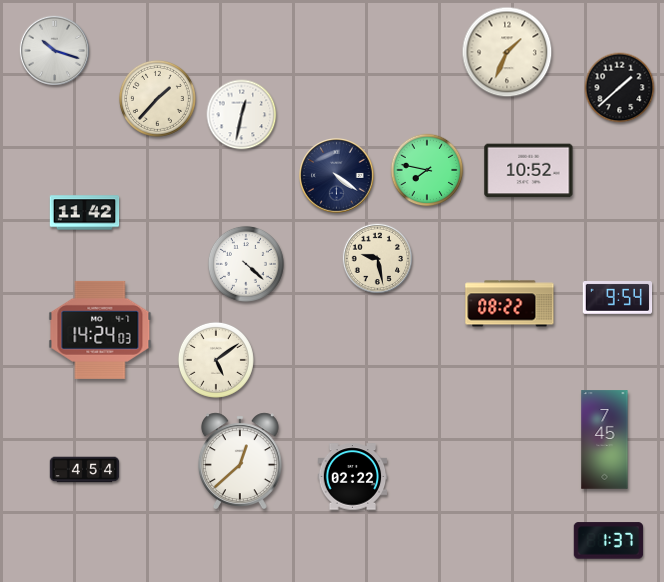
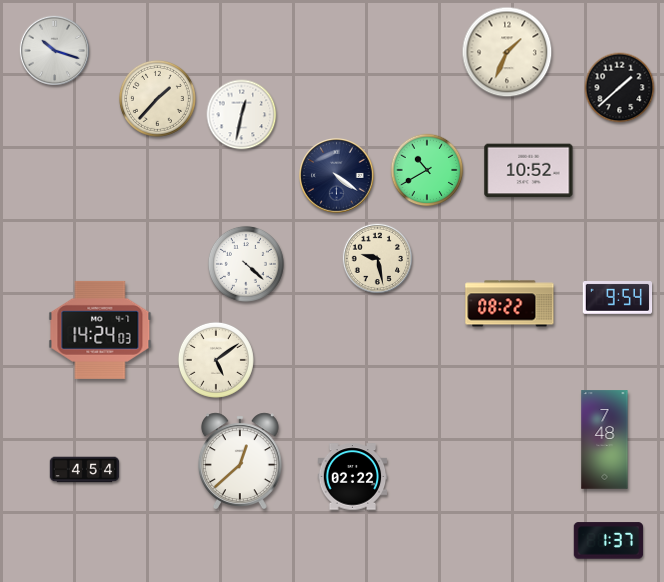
clock at (427, 170): 7:47 -> 10:40
clock at (85, 213): 11:42 -> none
clock at (605, 440): 7:45 -> 7:48
